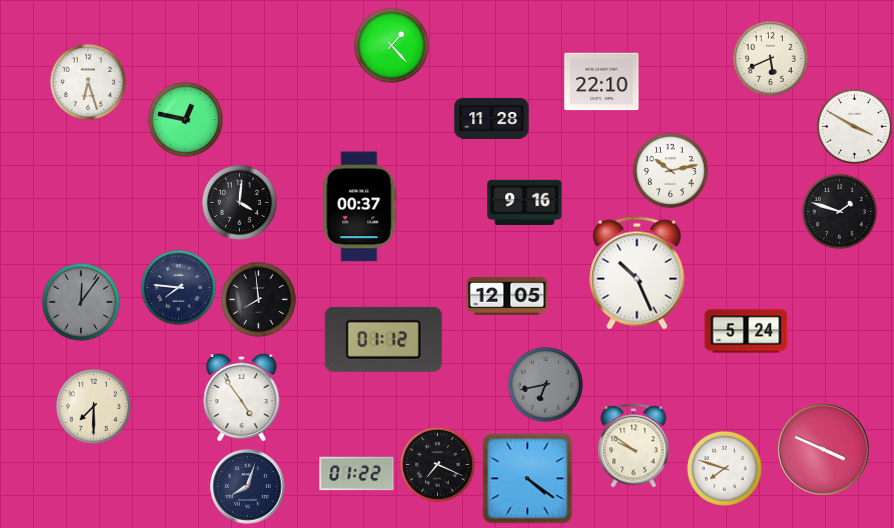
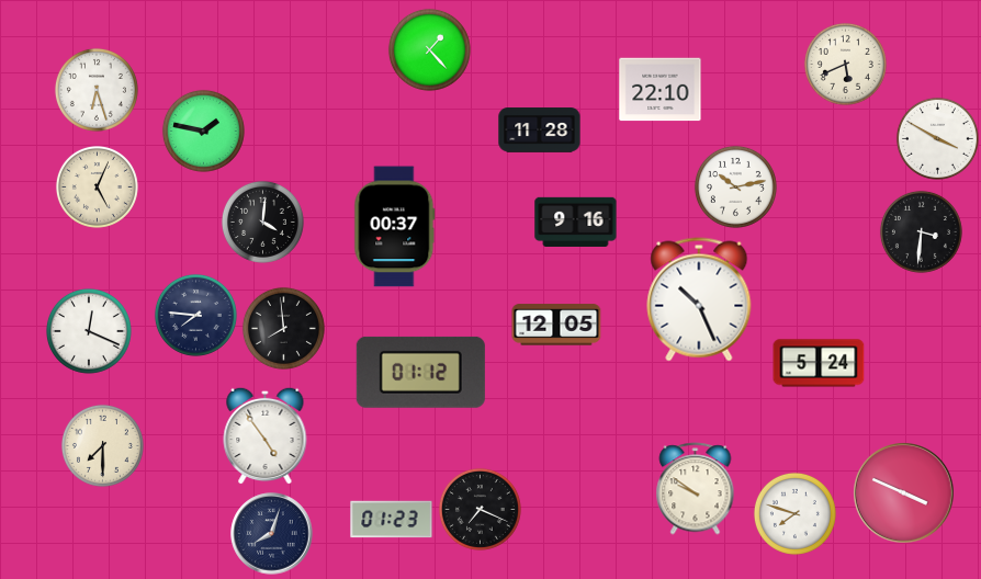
clock at (185, 119): 12:47 -> 1:47
clock at (97, 186): none -> 5:04
clock at (839, 211): 1:48 -> 3:31
clock at (81, 302): 12:06 -> 12:19
clock at (81, 302) dial: grey -> white
clock at (545, 384): 6:43 -> none
clock at (357, 474): 01:22 -> 01:23
clock at (528, 479): 4:21 -> none
